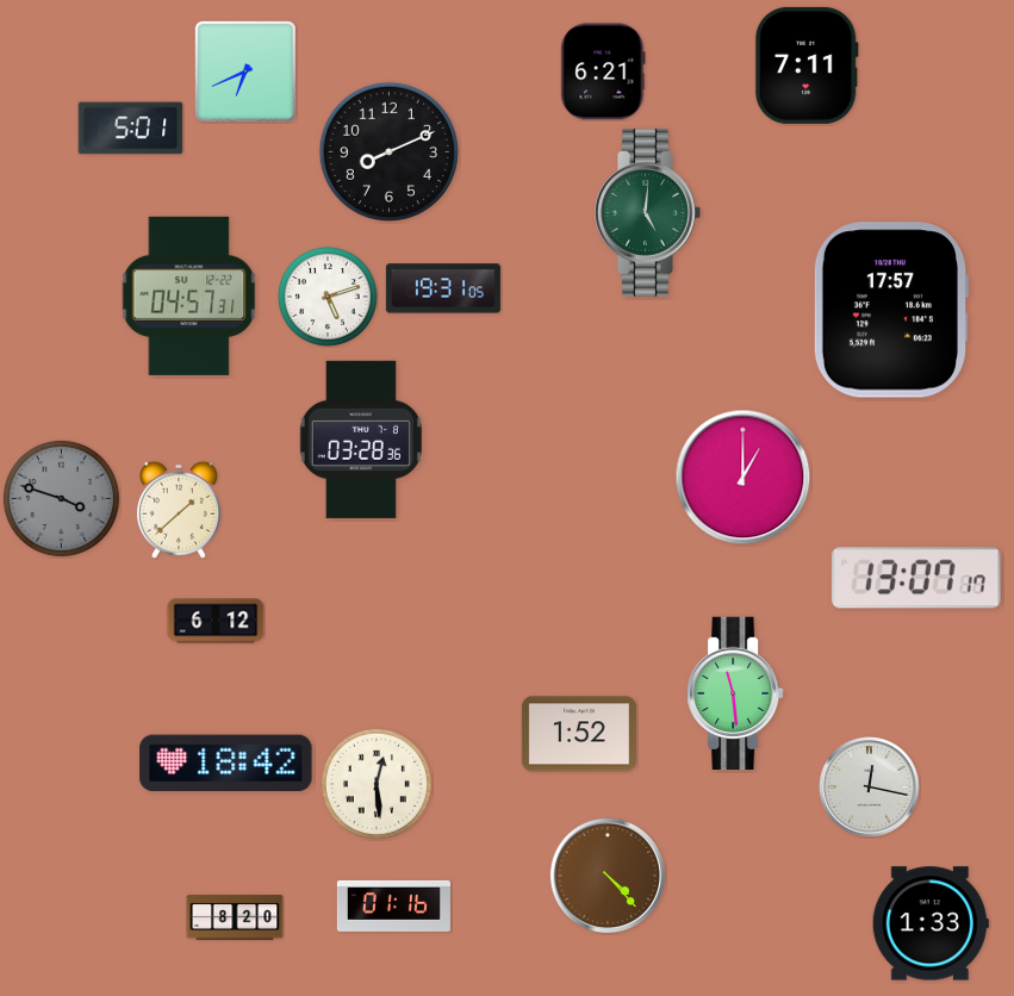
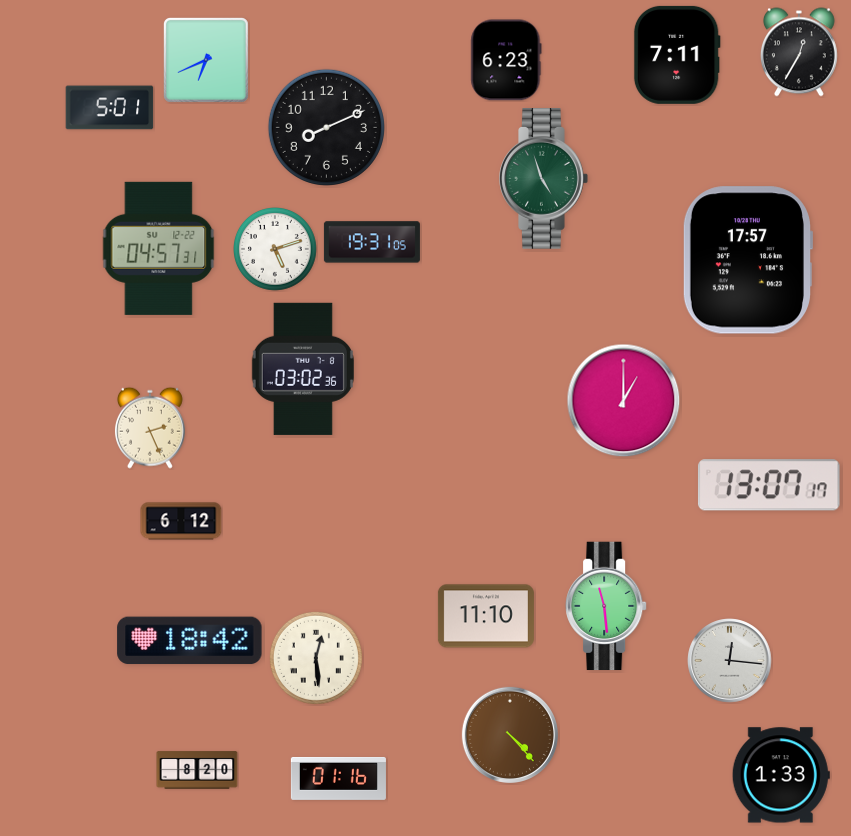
clock at (799, 52): none -> 12:35
clock at (603, 71): 6:21 -> 6:23
clock at (648, 213): 5:01 -> 4:57
clock at (361, 440): 03:28 -> 03:02
clock at (61, 498): 3:48 -> none
clock at (179, 510): 1:38 -> 2:26
clock at (735, 693) position: (735, 693) -> (606, 606)
clock at (579, 734): 1:52 -> 11:10
clock at (870, 788): 12:17 -> 12:16
clock at (393, 905) position: (393, 905) -> (338, 778)
